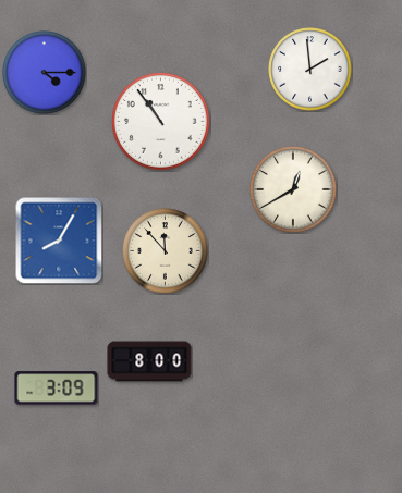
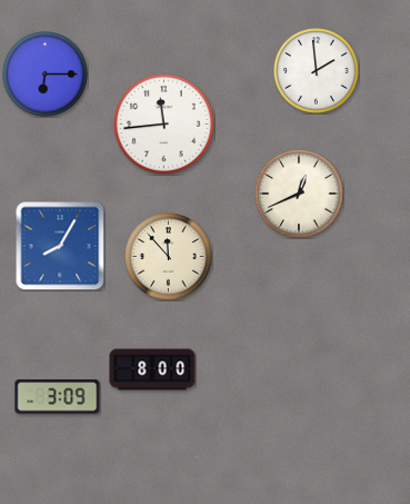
clock at (45, 73): 4:15 -> 6:15
clock at (161, 122): 10:54 -> 11:44
clock at (293, 189): 12:40 -> 12:41
